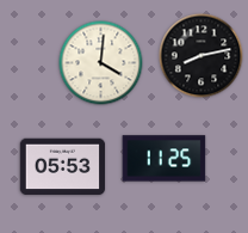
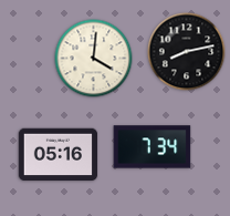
clock at (165, 159): 11:25 -> 7:34
clock at (63, 167): 05:53 -> 05:16
